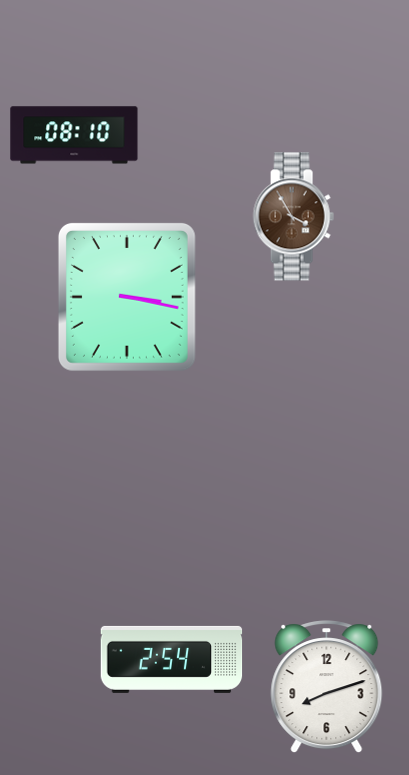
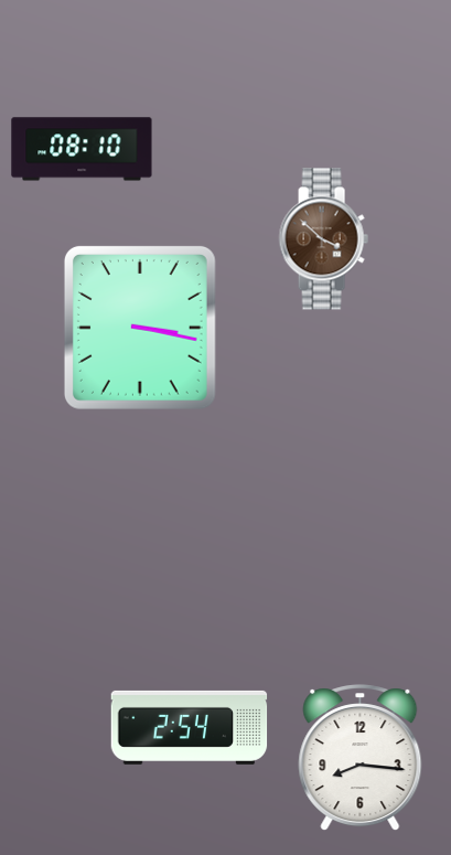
clock at (293, 217): 3:55 -> 3:52
clock at (327, 687): 8:12 -> 8:16
